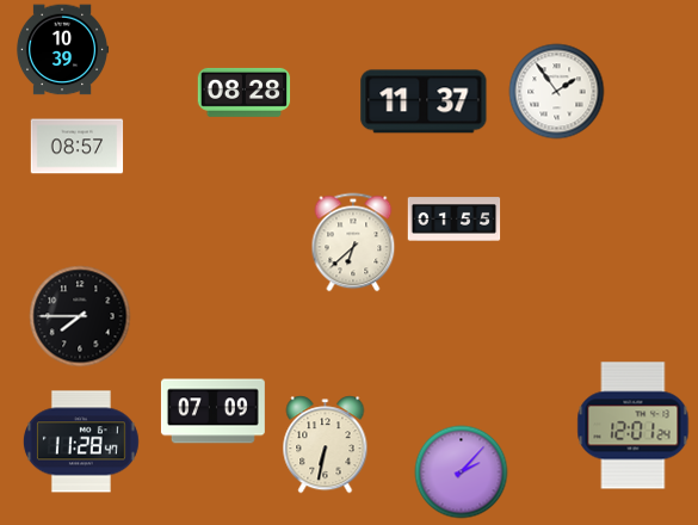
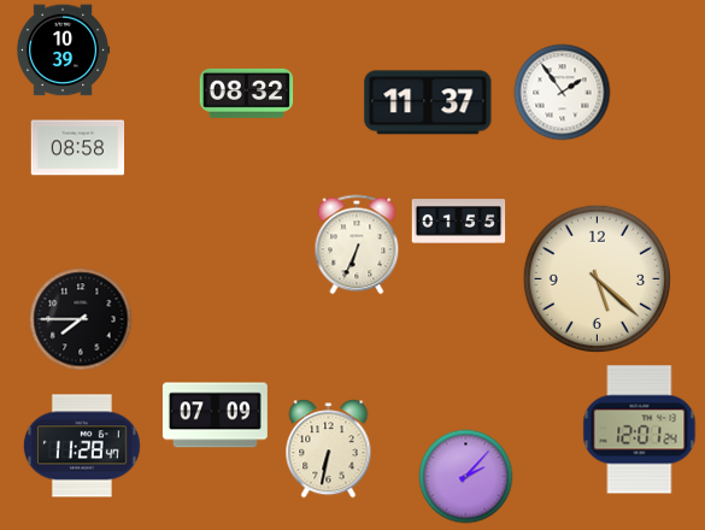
clock at (243, 92): 08:28 -> 08:32
clock at (76, 147): 08:57 -> 08:58
clock at (353, 242): 6:38 -> 6:34
clock at (597, 278): none -> 5:22
